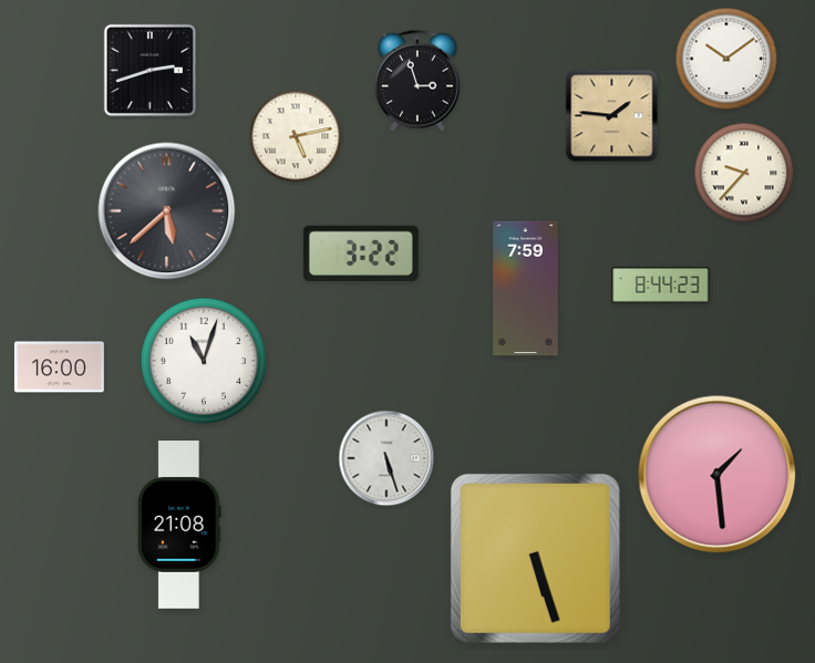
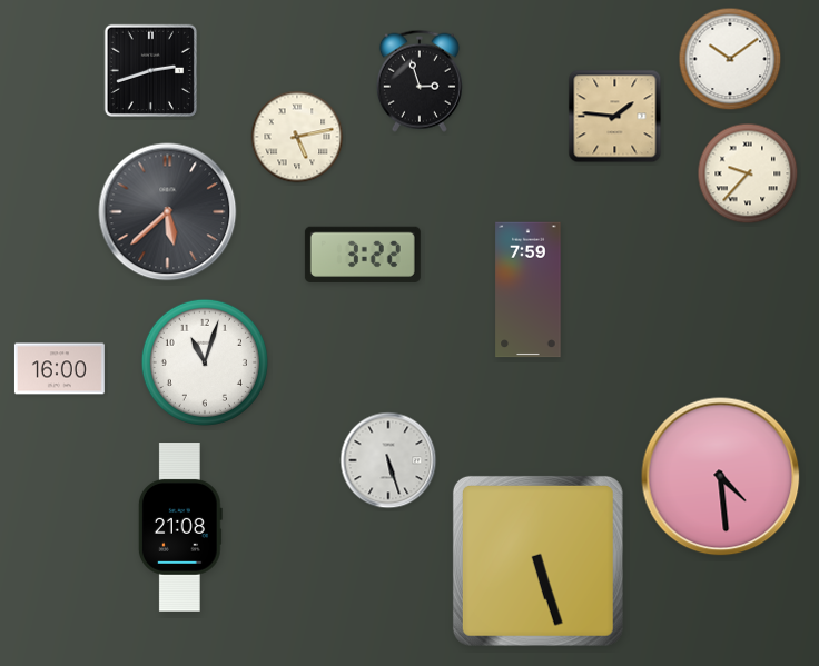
clock at (661, 286): 8:44 -> none
clock at (718, 475): 1:29 -> 4:29
